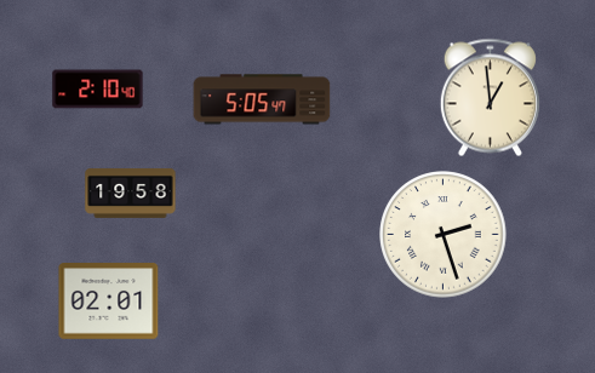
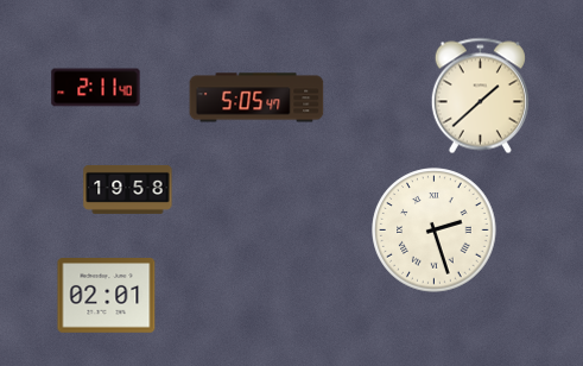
clock at (98, 90): 2:10 -> 2:11
clock at (490, 98): 12:59 -> 1:38
